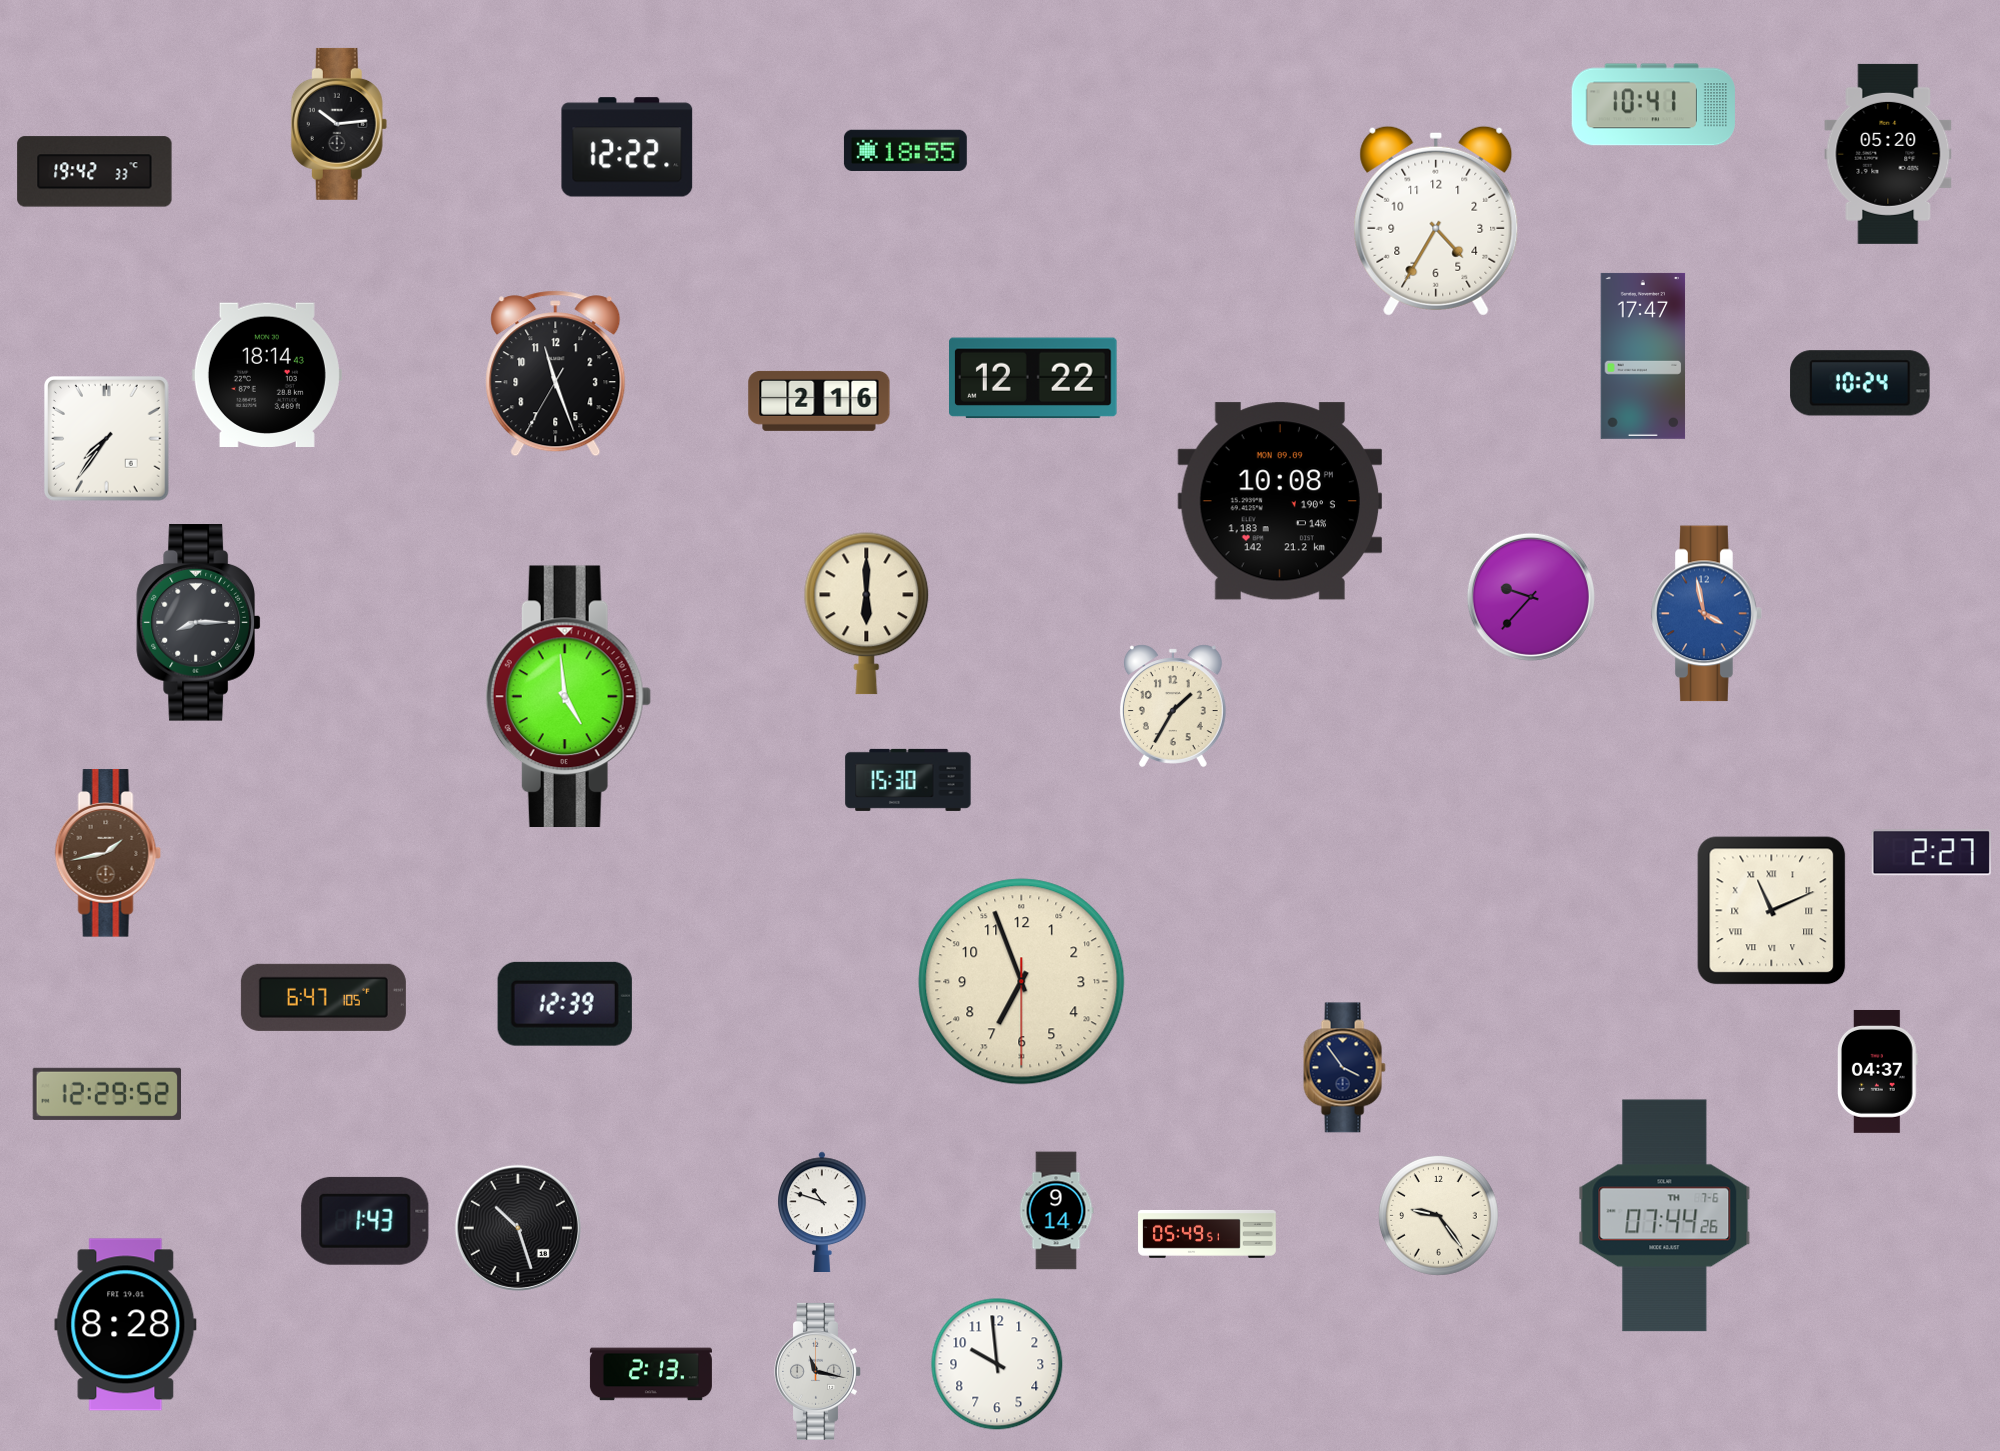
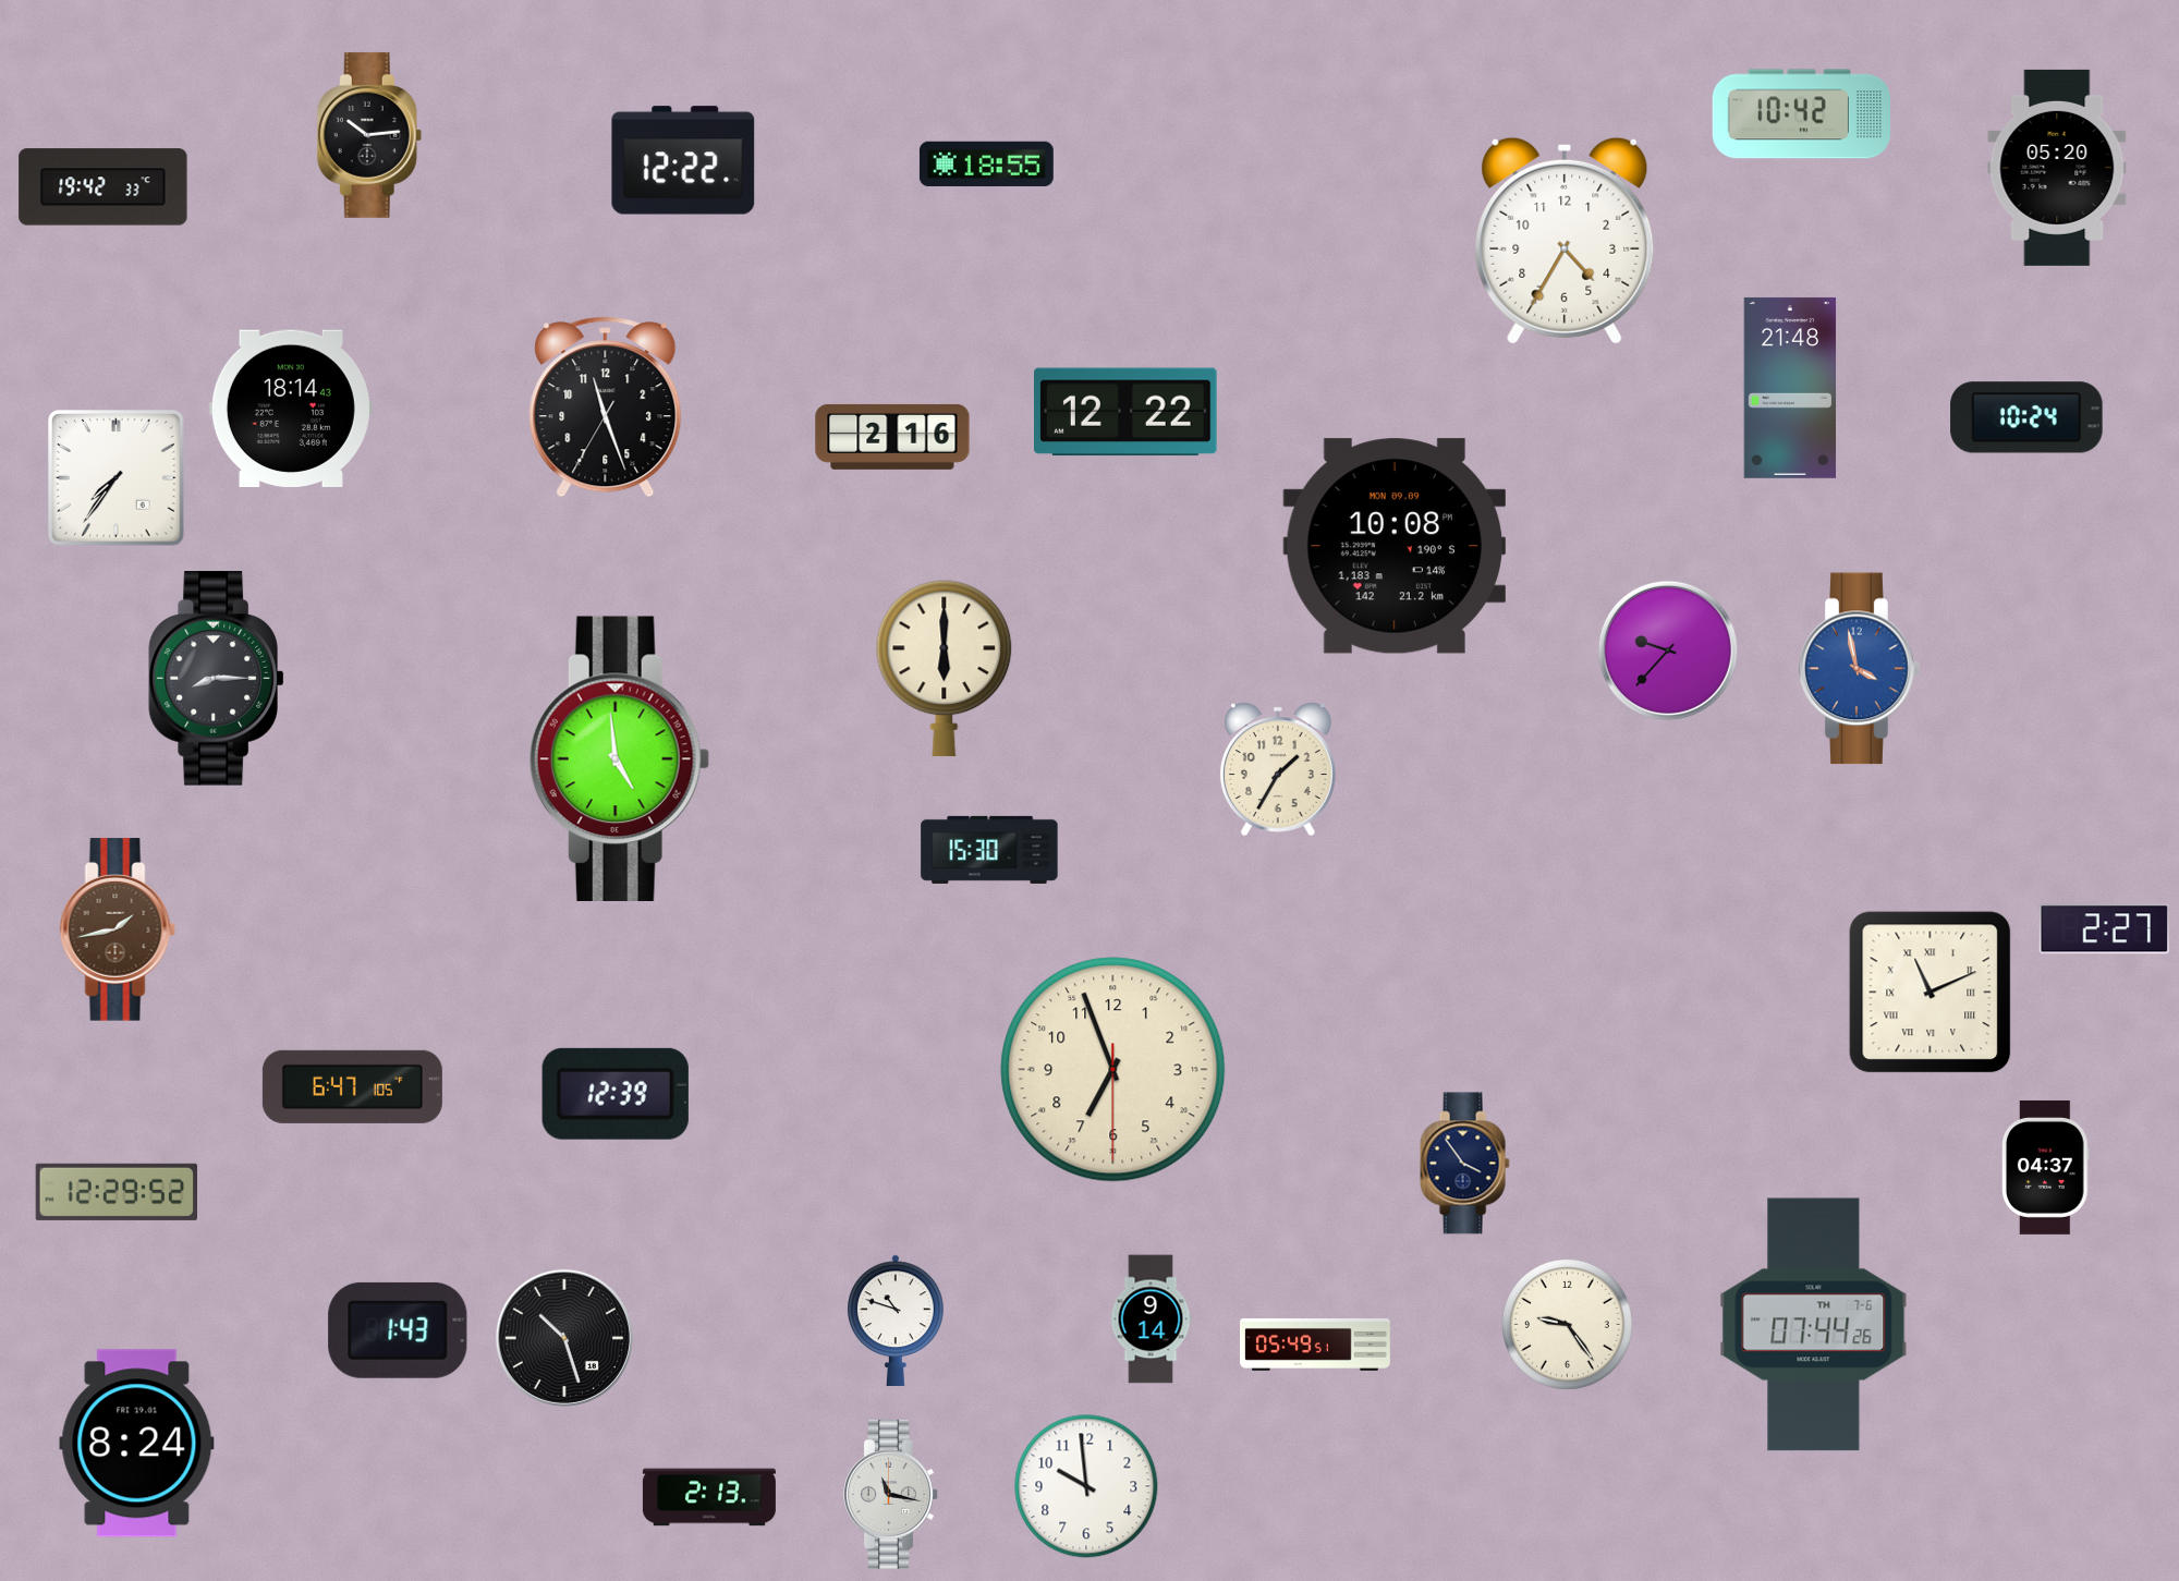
clock at (1653, 105): 10:41 -> 10:42
clock at (1643, 356): 17:47 -> 21:48
clock at (126, 1325): 8:28 -> 8:24
